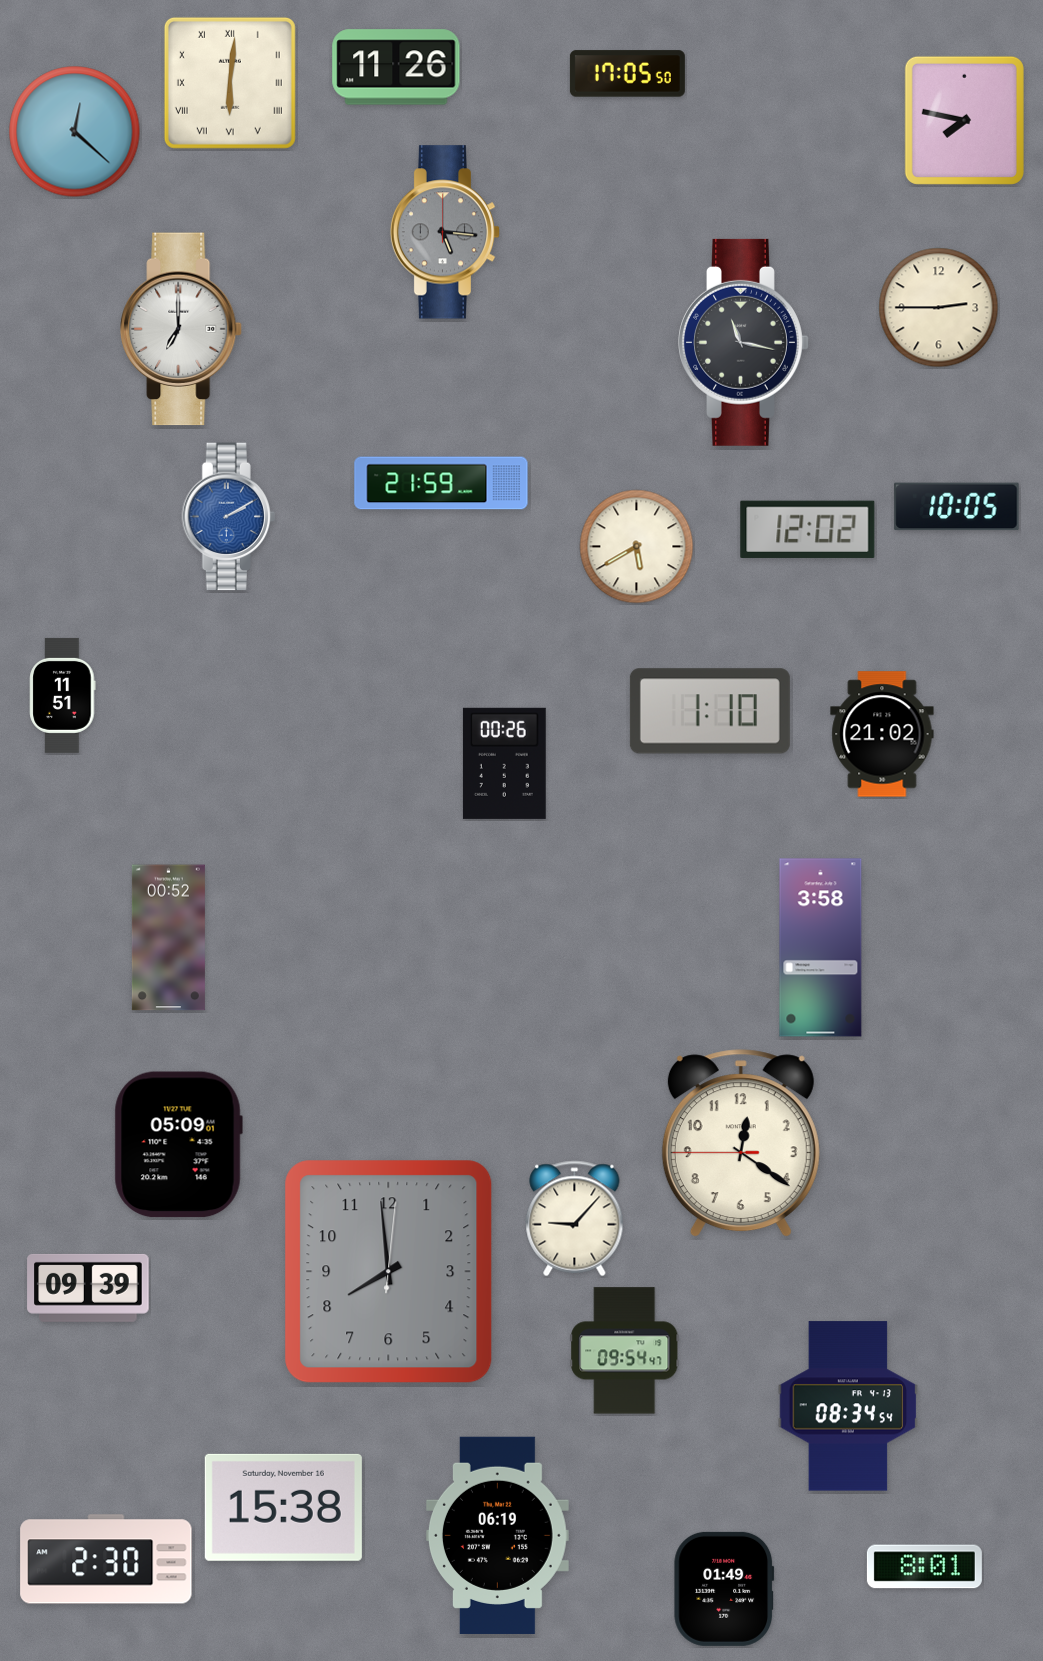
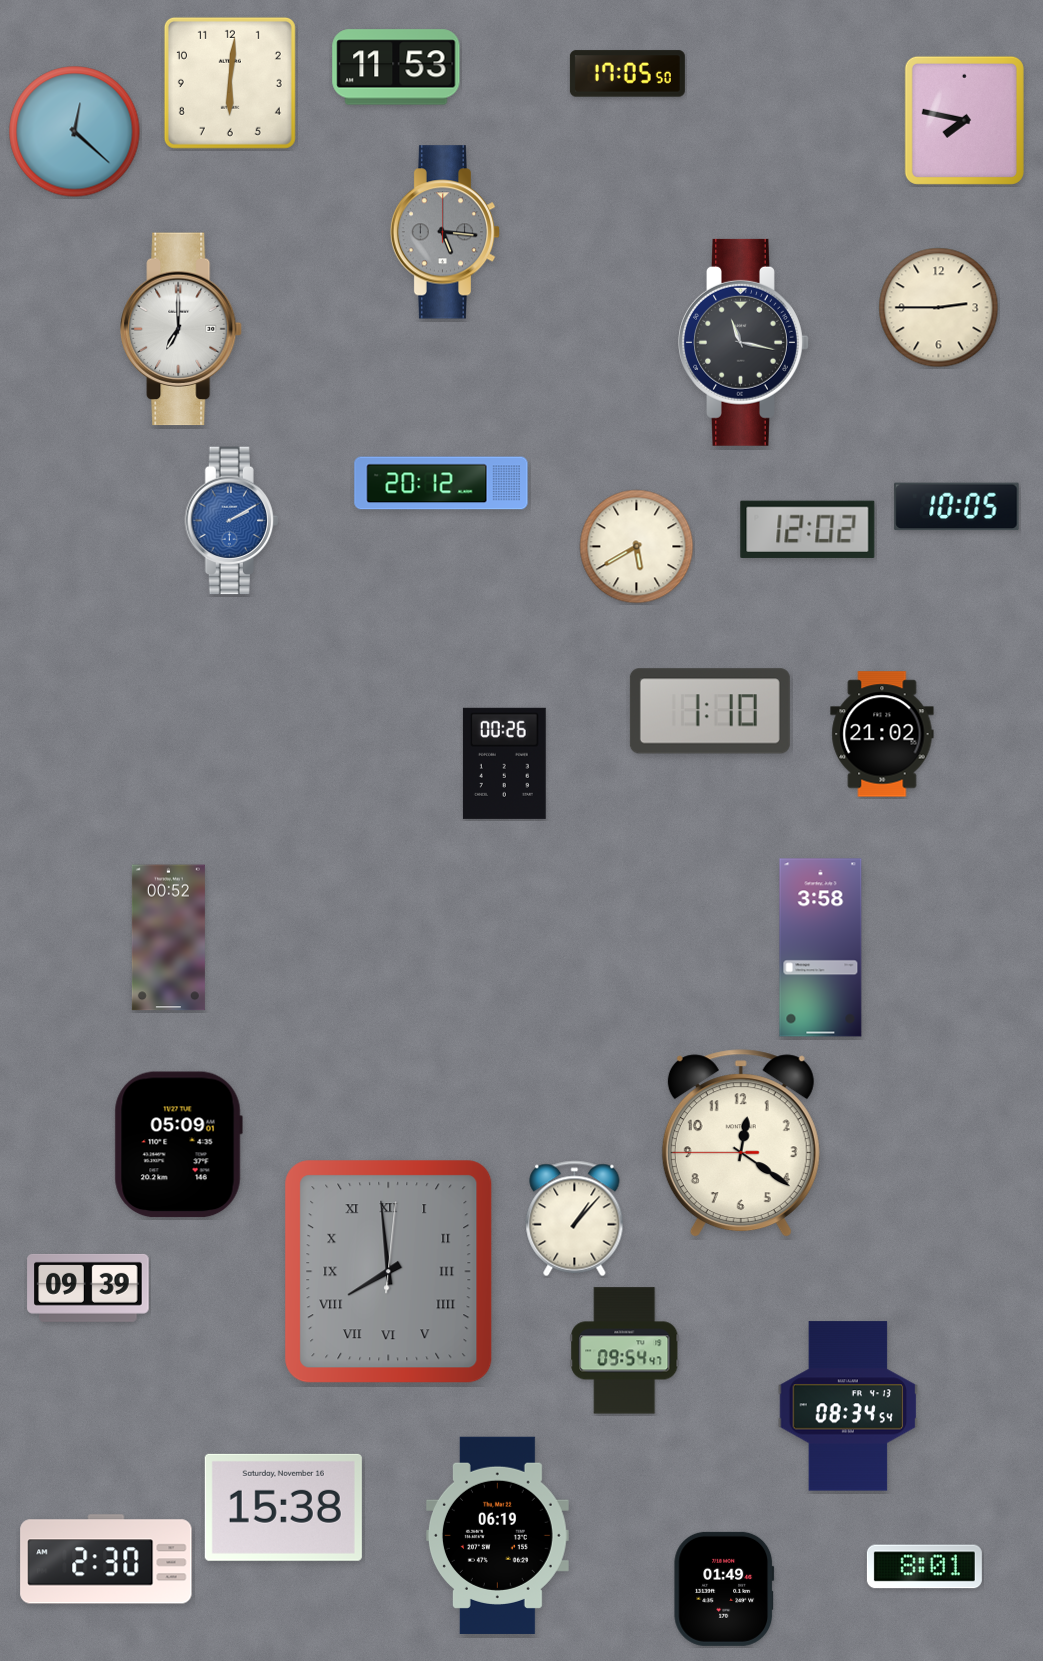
clock at (396, 67): 11:26 -> 11:53
clock at (230, 83) numerals: Roman -> Arabic
clock at (441, 483): 21:59 -> 20:12
clock at (228, 517) position: (228, 517) -> (231, 521)
clock at (63, 695): 11:51 -> none
clock at (575, 1219): 9:07 -> 1:07
clock at (389, 1272) numerals: Arabic -> Roman
